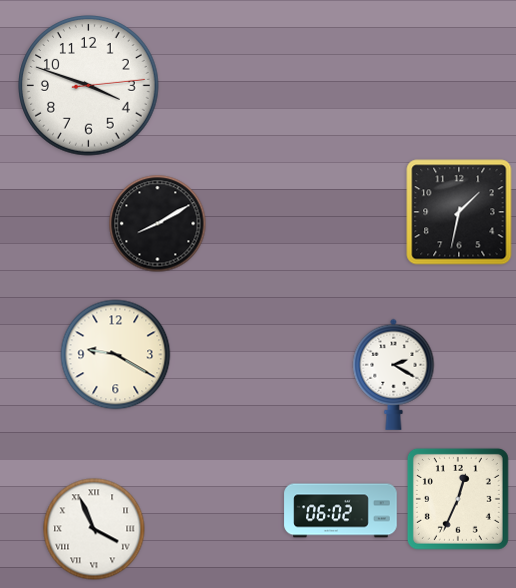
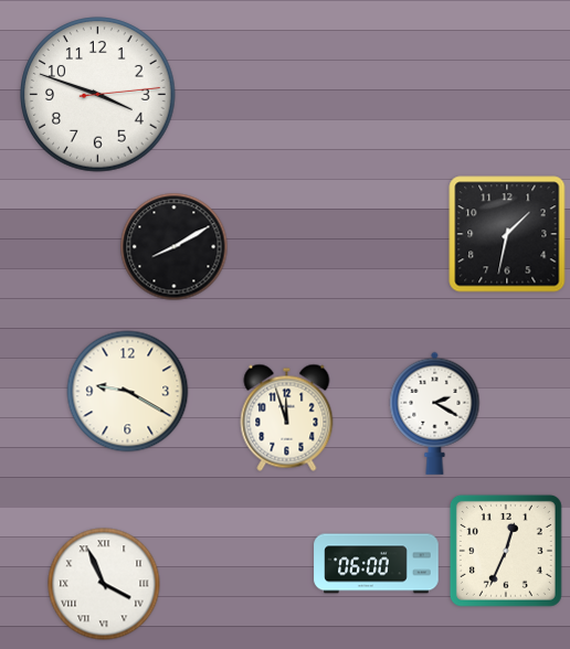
clock at (287, 417): none -> 11:57
clock at (341, 511): 06:02 -> 06:00
